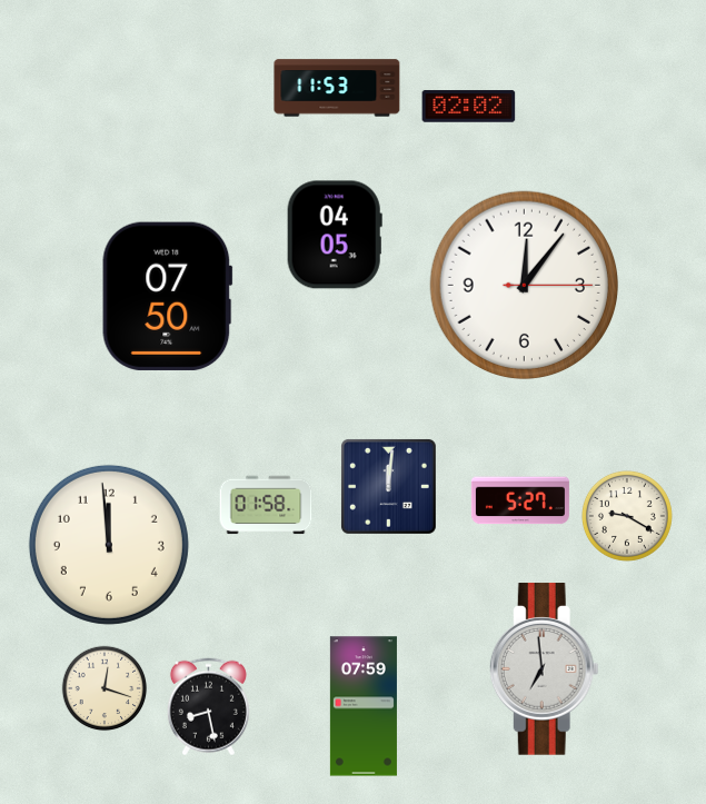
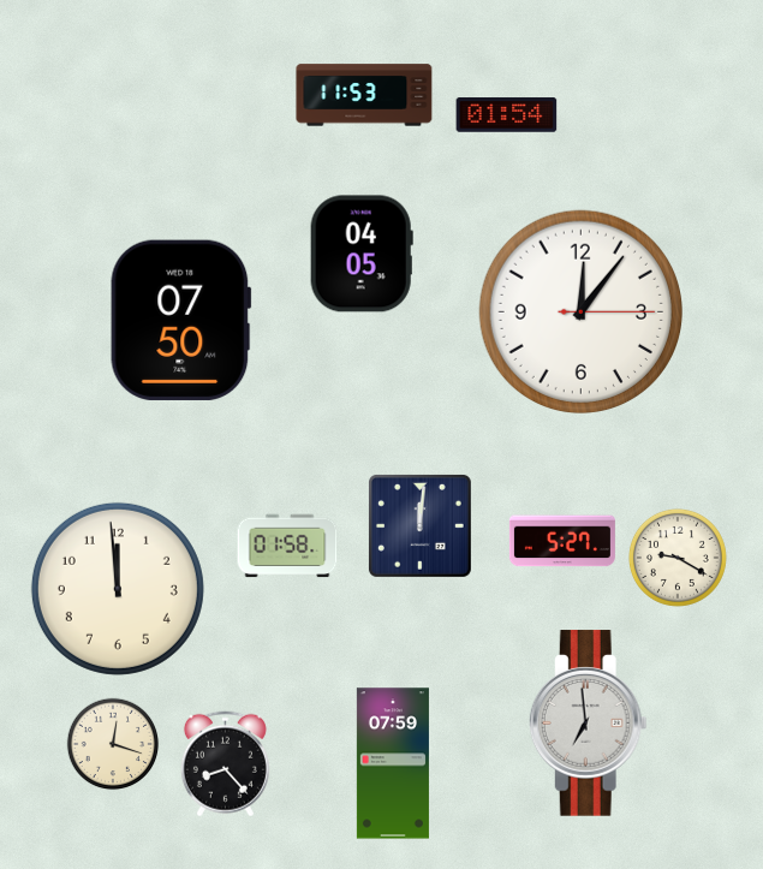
clock at (469, 107): 02:02 -> 01:54
clock at (524, 285) position: (524, 285) -> (580, 311)
clock at (208, 707): 8:28 -> 8:23
